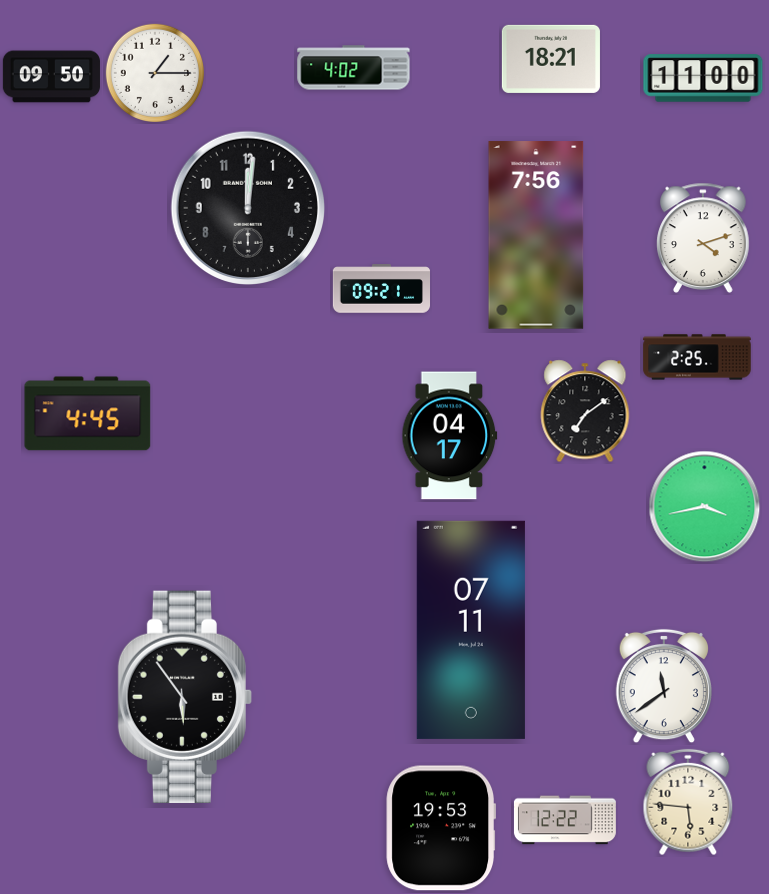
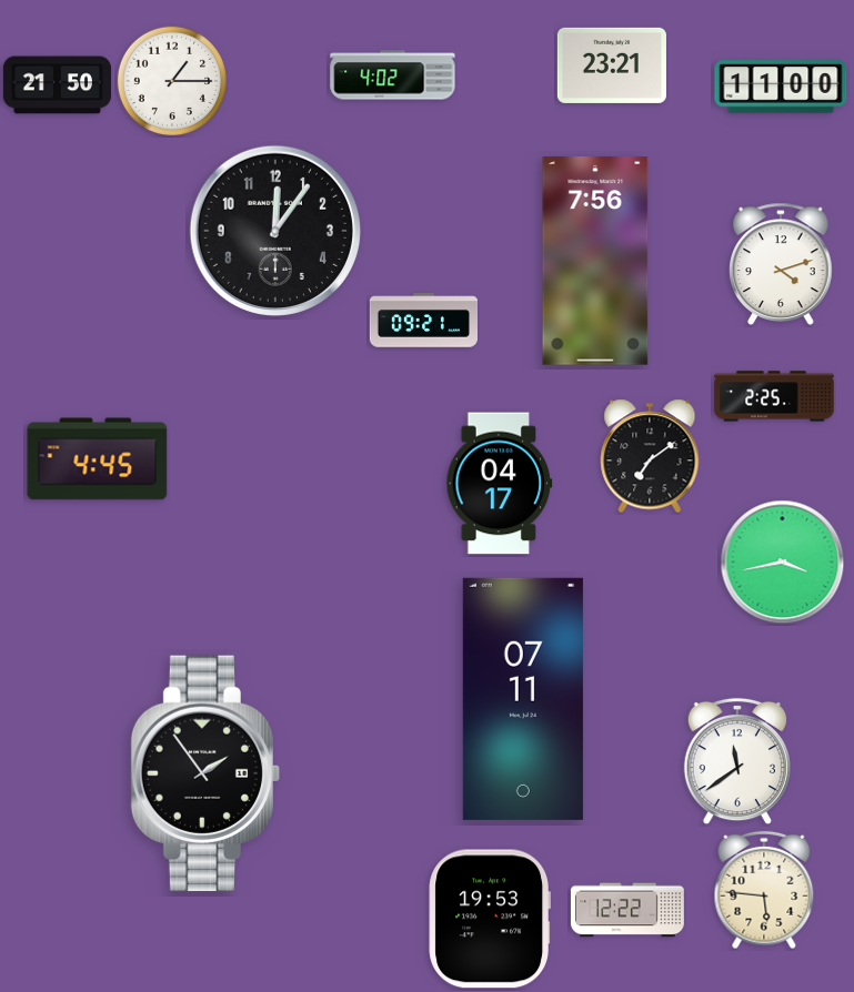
clock at (551, 59): 18:21 -> 23:21
clock at (51, 77): 09:50 -> 21:50
clock at (247, 207): 12:01 -> 12:06
clock at (185, 696): 5:54 -> 1:54
